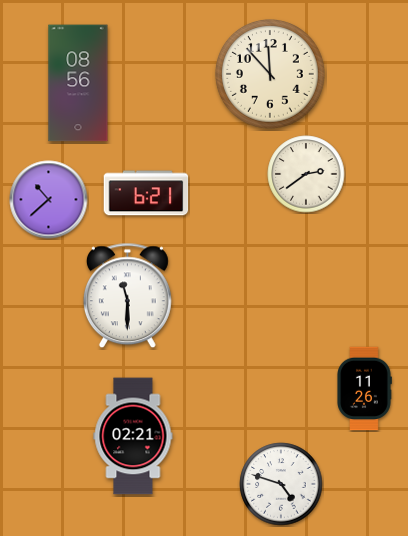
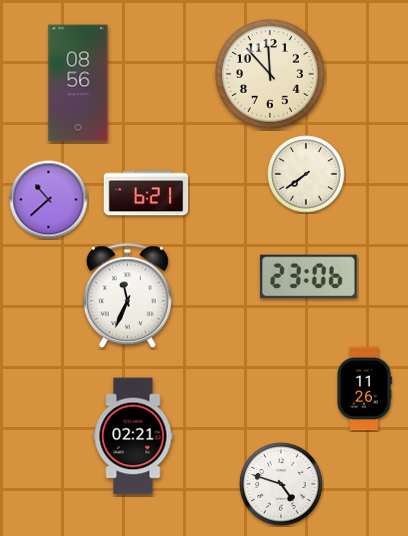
clock at (306, 174): 2:39 -> 7:39
clock at (309, 277): none -> 23:06
clock at (127, 296): 11:30 -> 11:34
